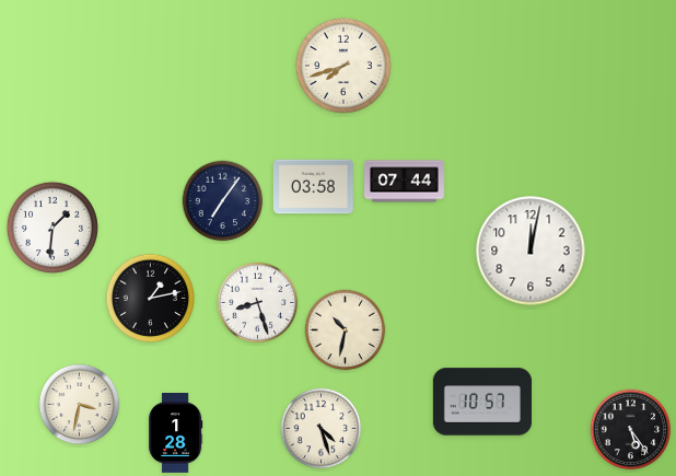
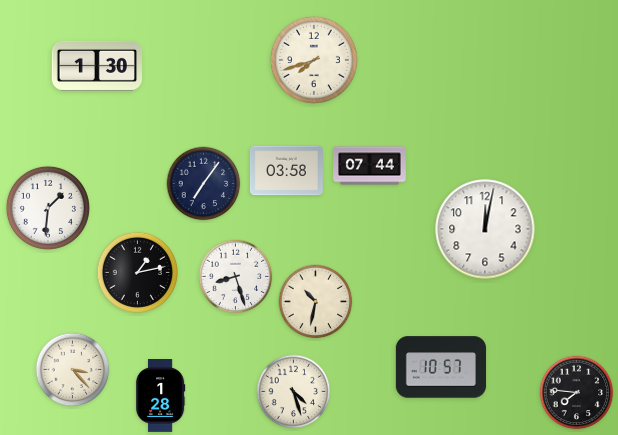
clock at (96, 66): none -> 1:30
clock at (80, 405): 3:32 -> 3:23
clock at (631, 430): 5:24 -> 7:46
